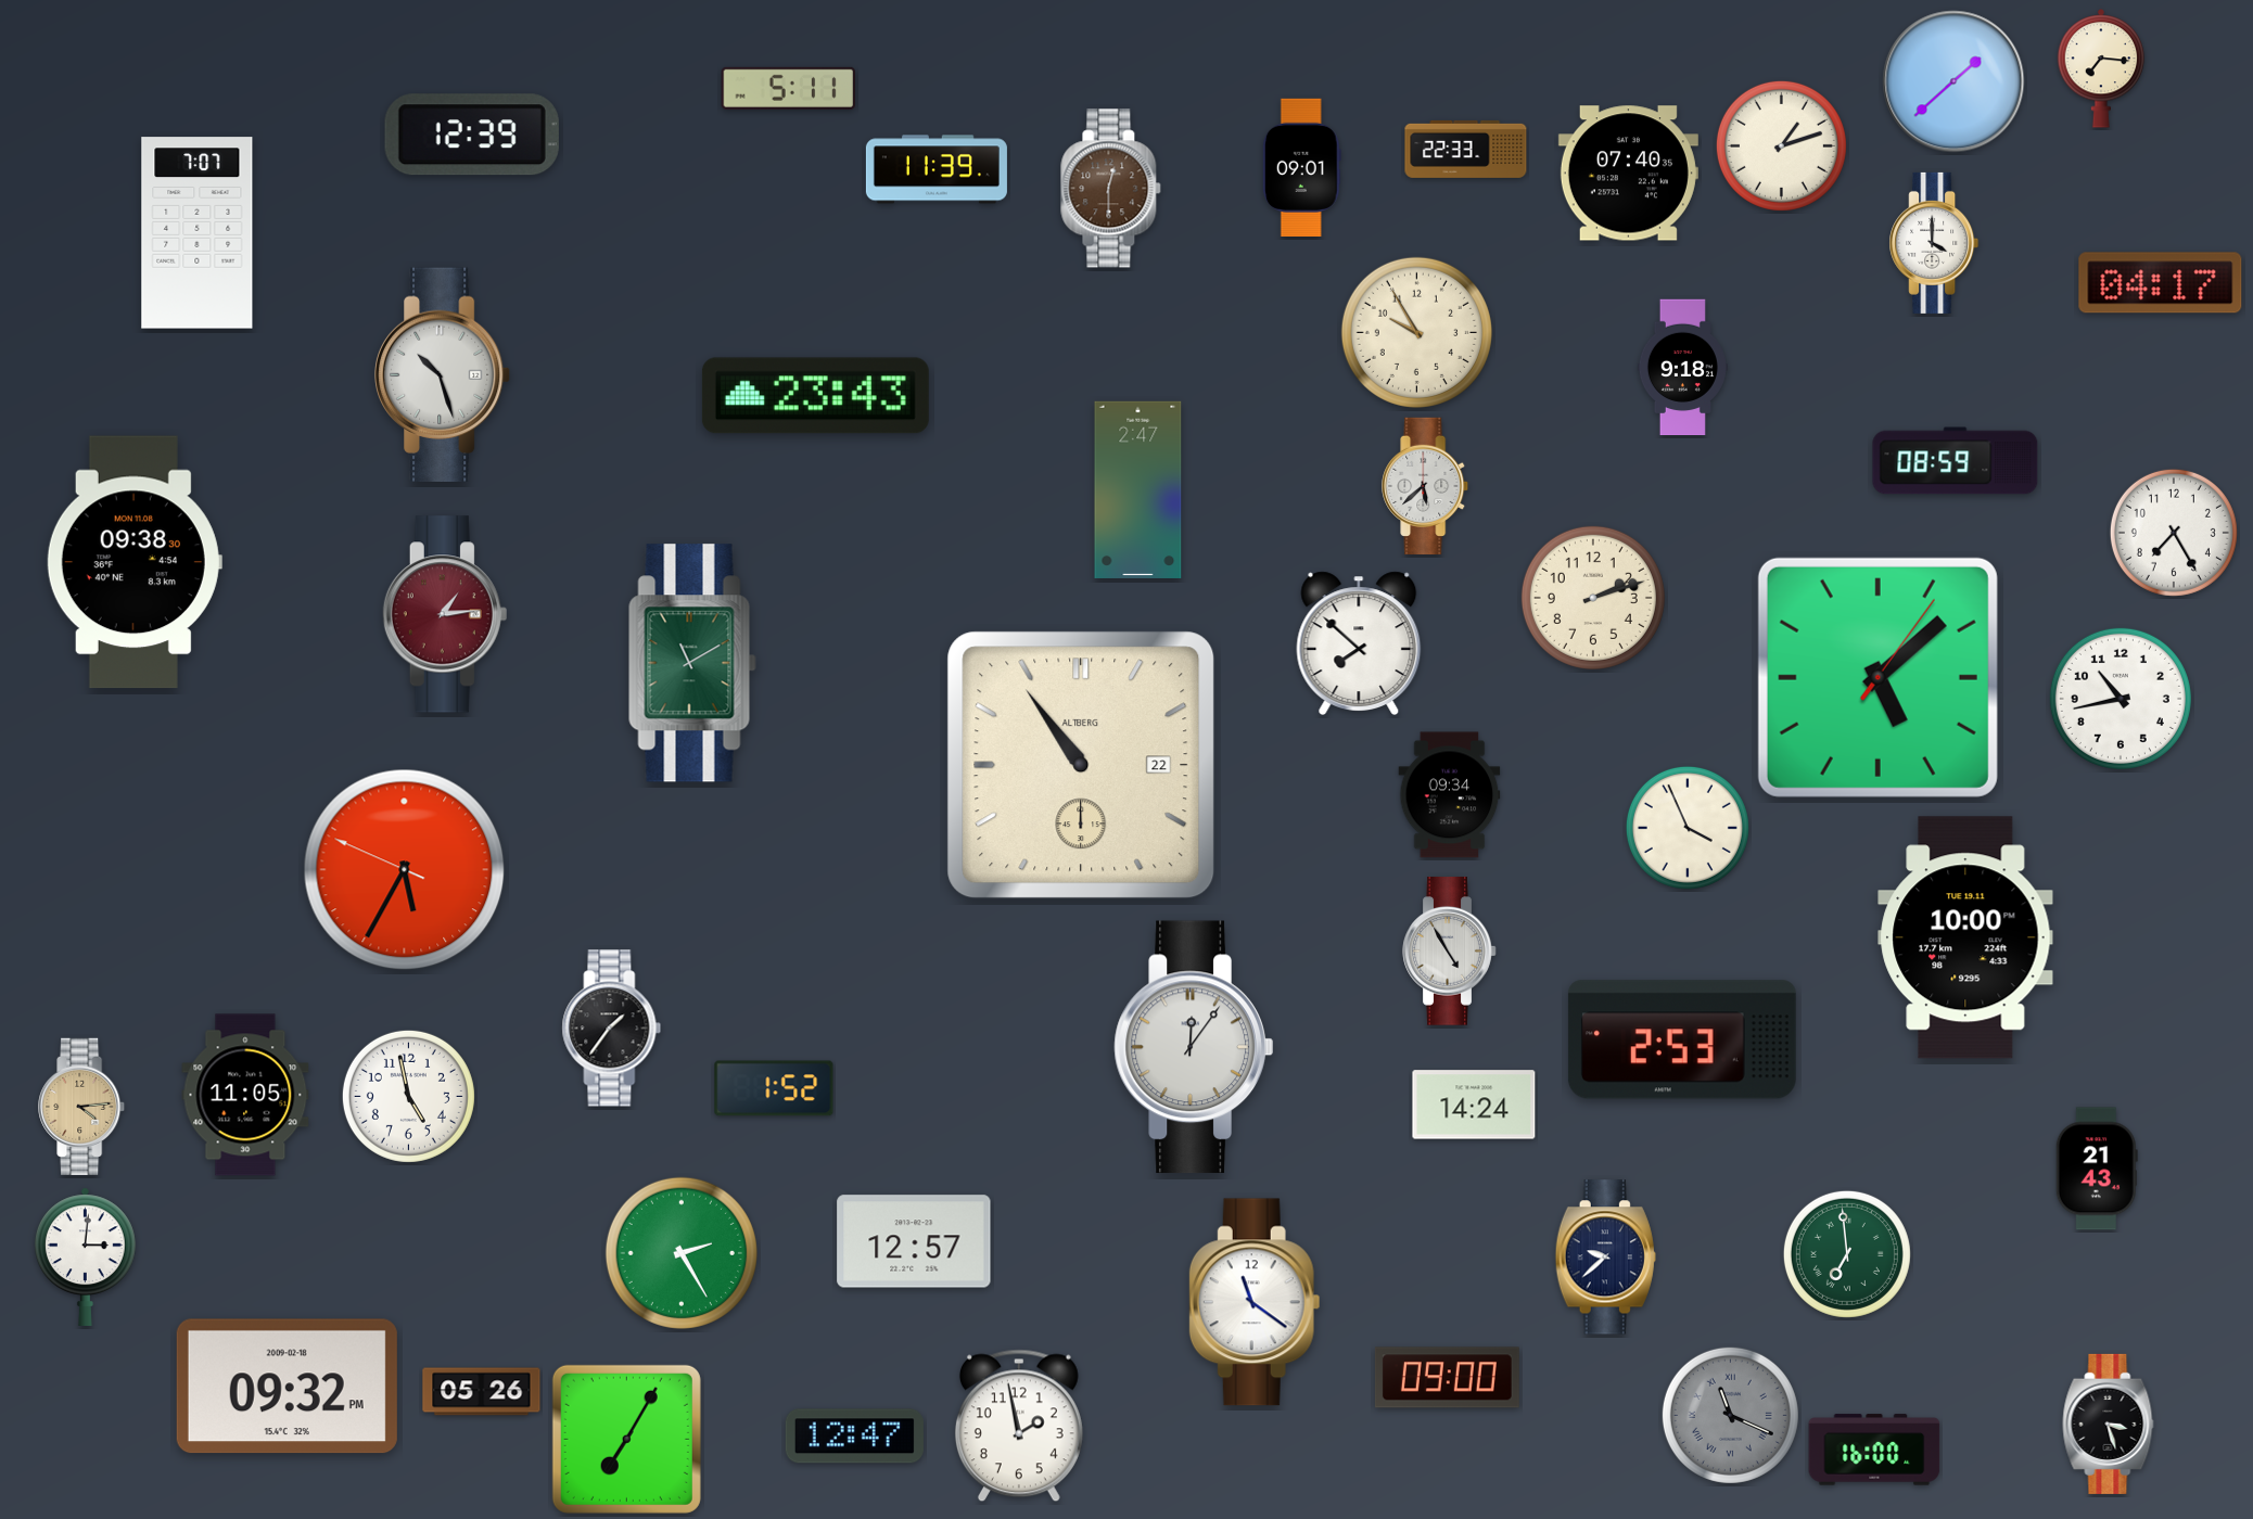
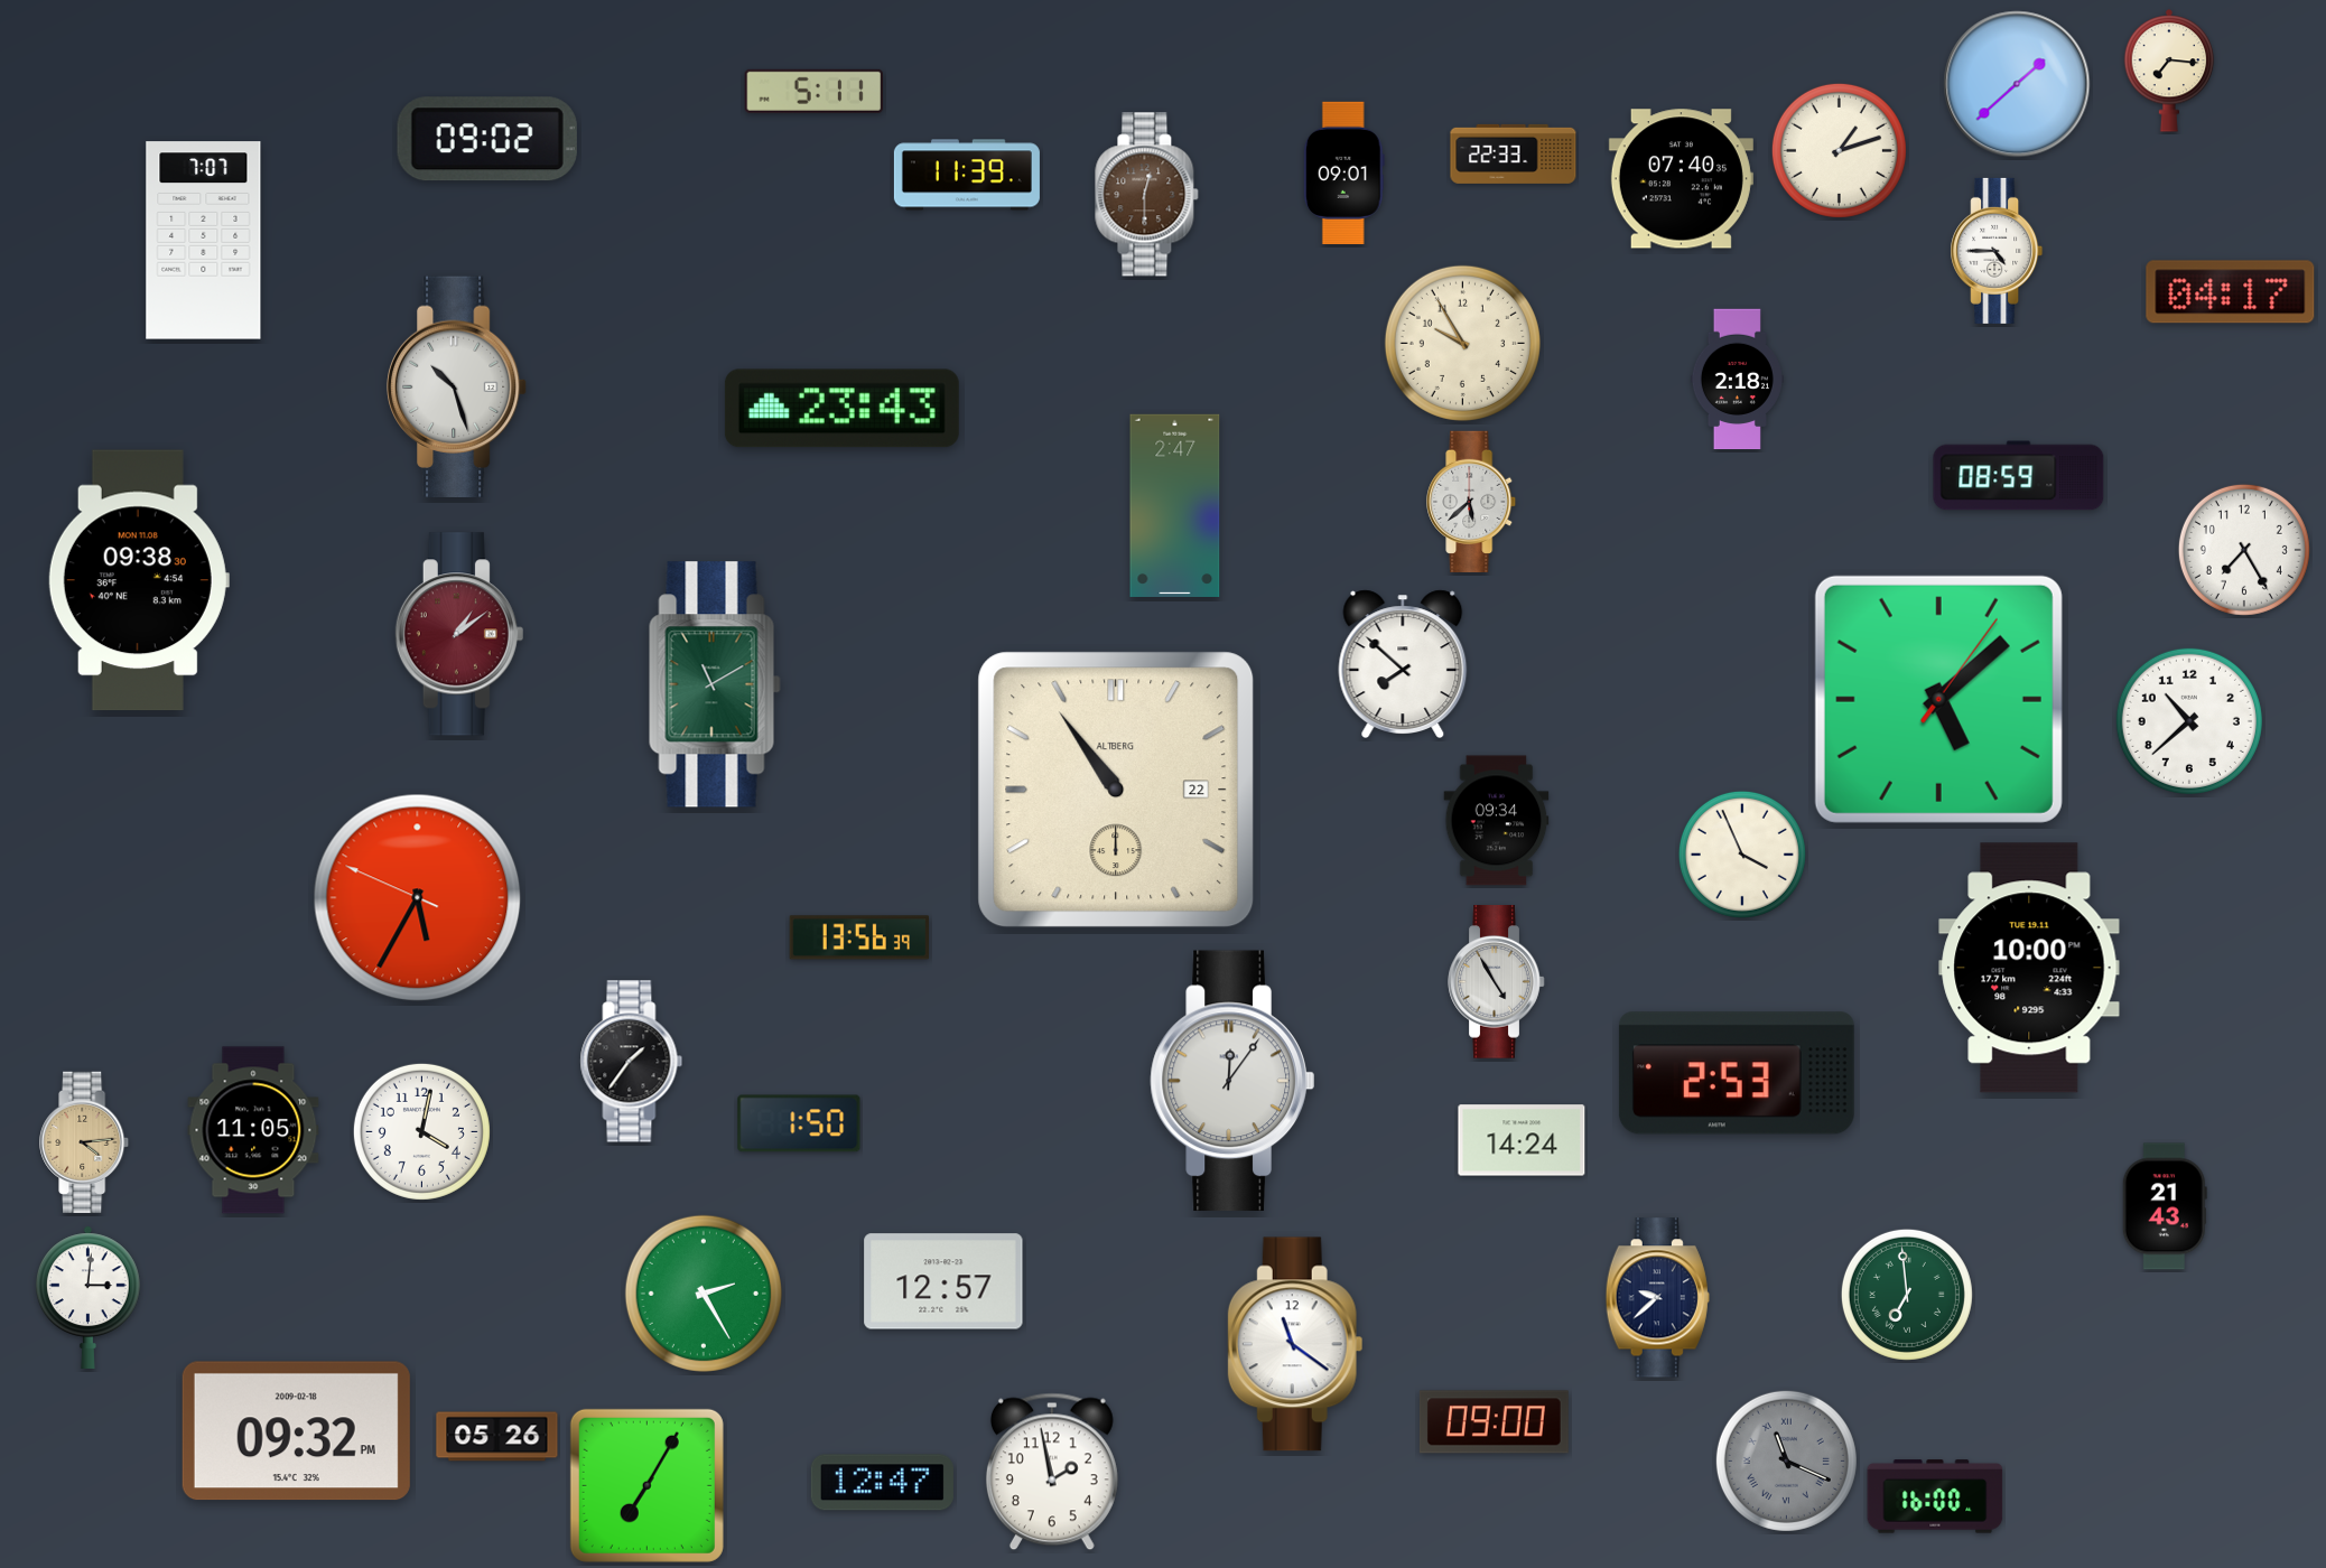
clock at (472, 135): 12:39 -> 09:02
clock at (1934, 243): 4:00 -> 4:45
clock at (1682, 368): 9:18 -> 2:18
clock at (1593, 598): 2:12 -> none
clock at (445, 614): 1:14 -> 1:09
clock at (2121, 699): 10:43 -> 10:38
clock at (859, 937): none -> 13:56
clock at (774, 1088): 1:52 -> 1:50
clock at (408, 1096): 4:58 -> 4:02
clock at (2109, 1424): 3:27 -> none
